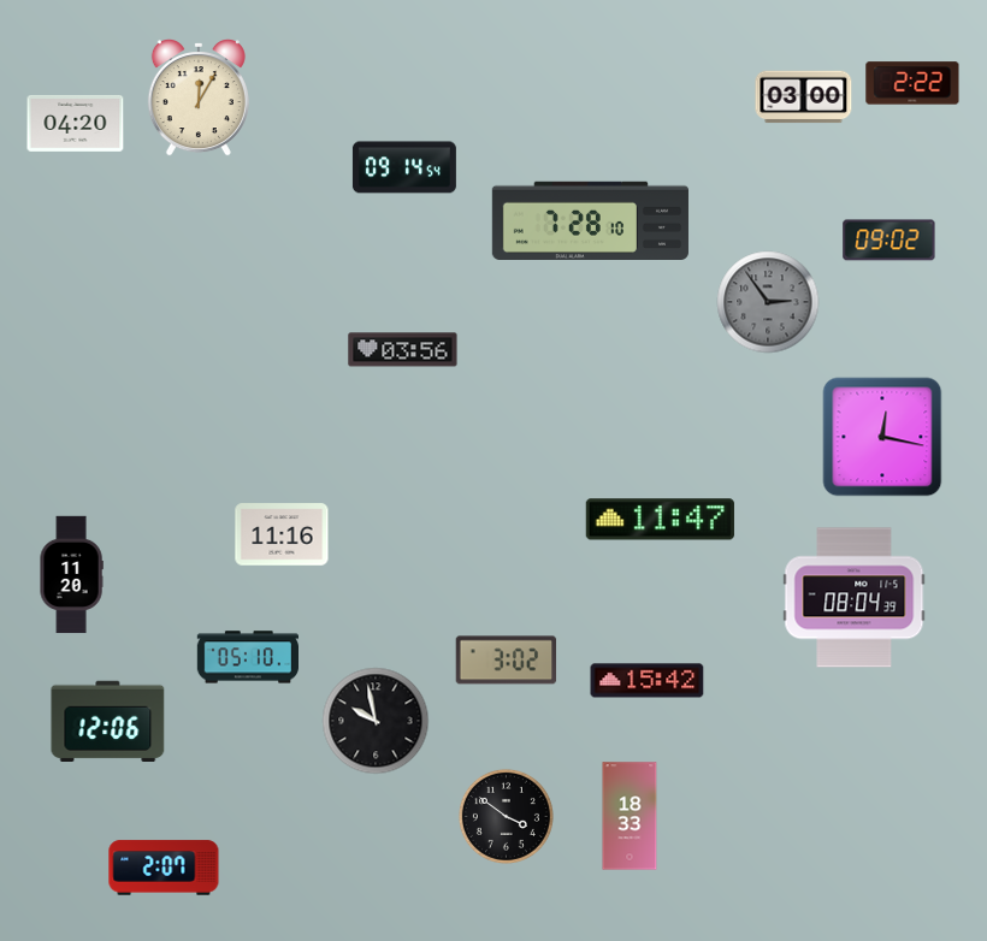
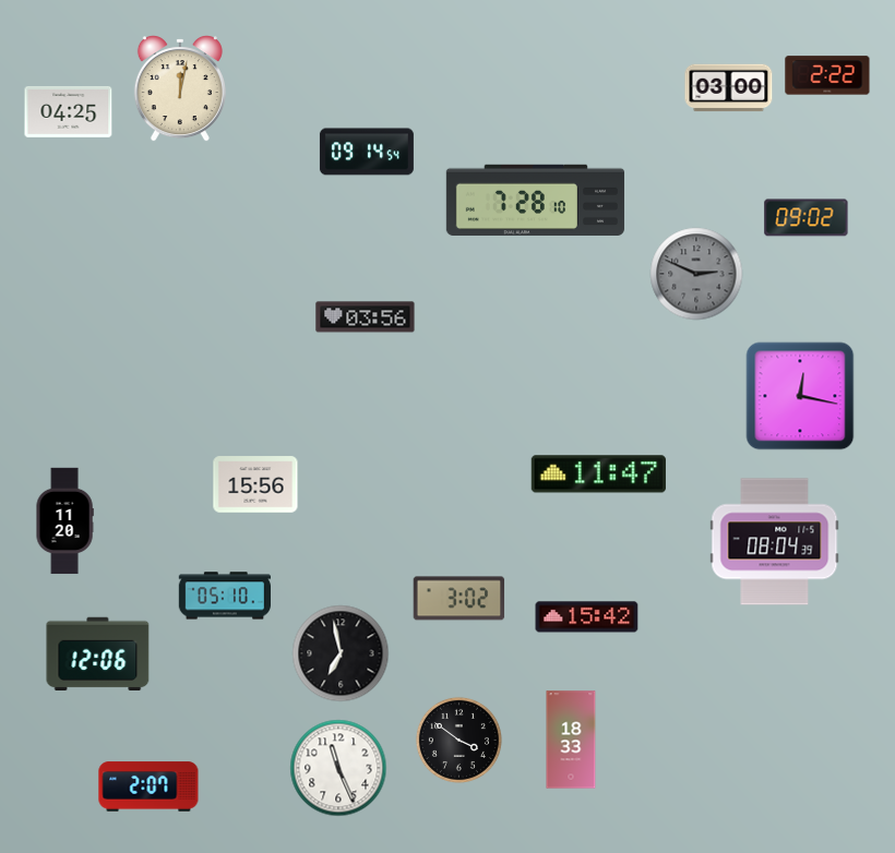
clock at (199, 99): 12:05 -> 12:02
clock at (76, 123): 04:20 -> 04:25
clock at (768, 302): 2:54 -> 2:49
clock at (660, 520) position: (660, 520) -> (598, 474)
clock at (282, 534): 11:16 -> 15:56
clock at (376, 721): 9:58 -> 6:58
clock at (338, 768): none -> 11:26
